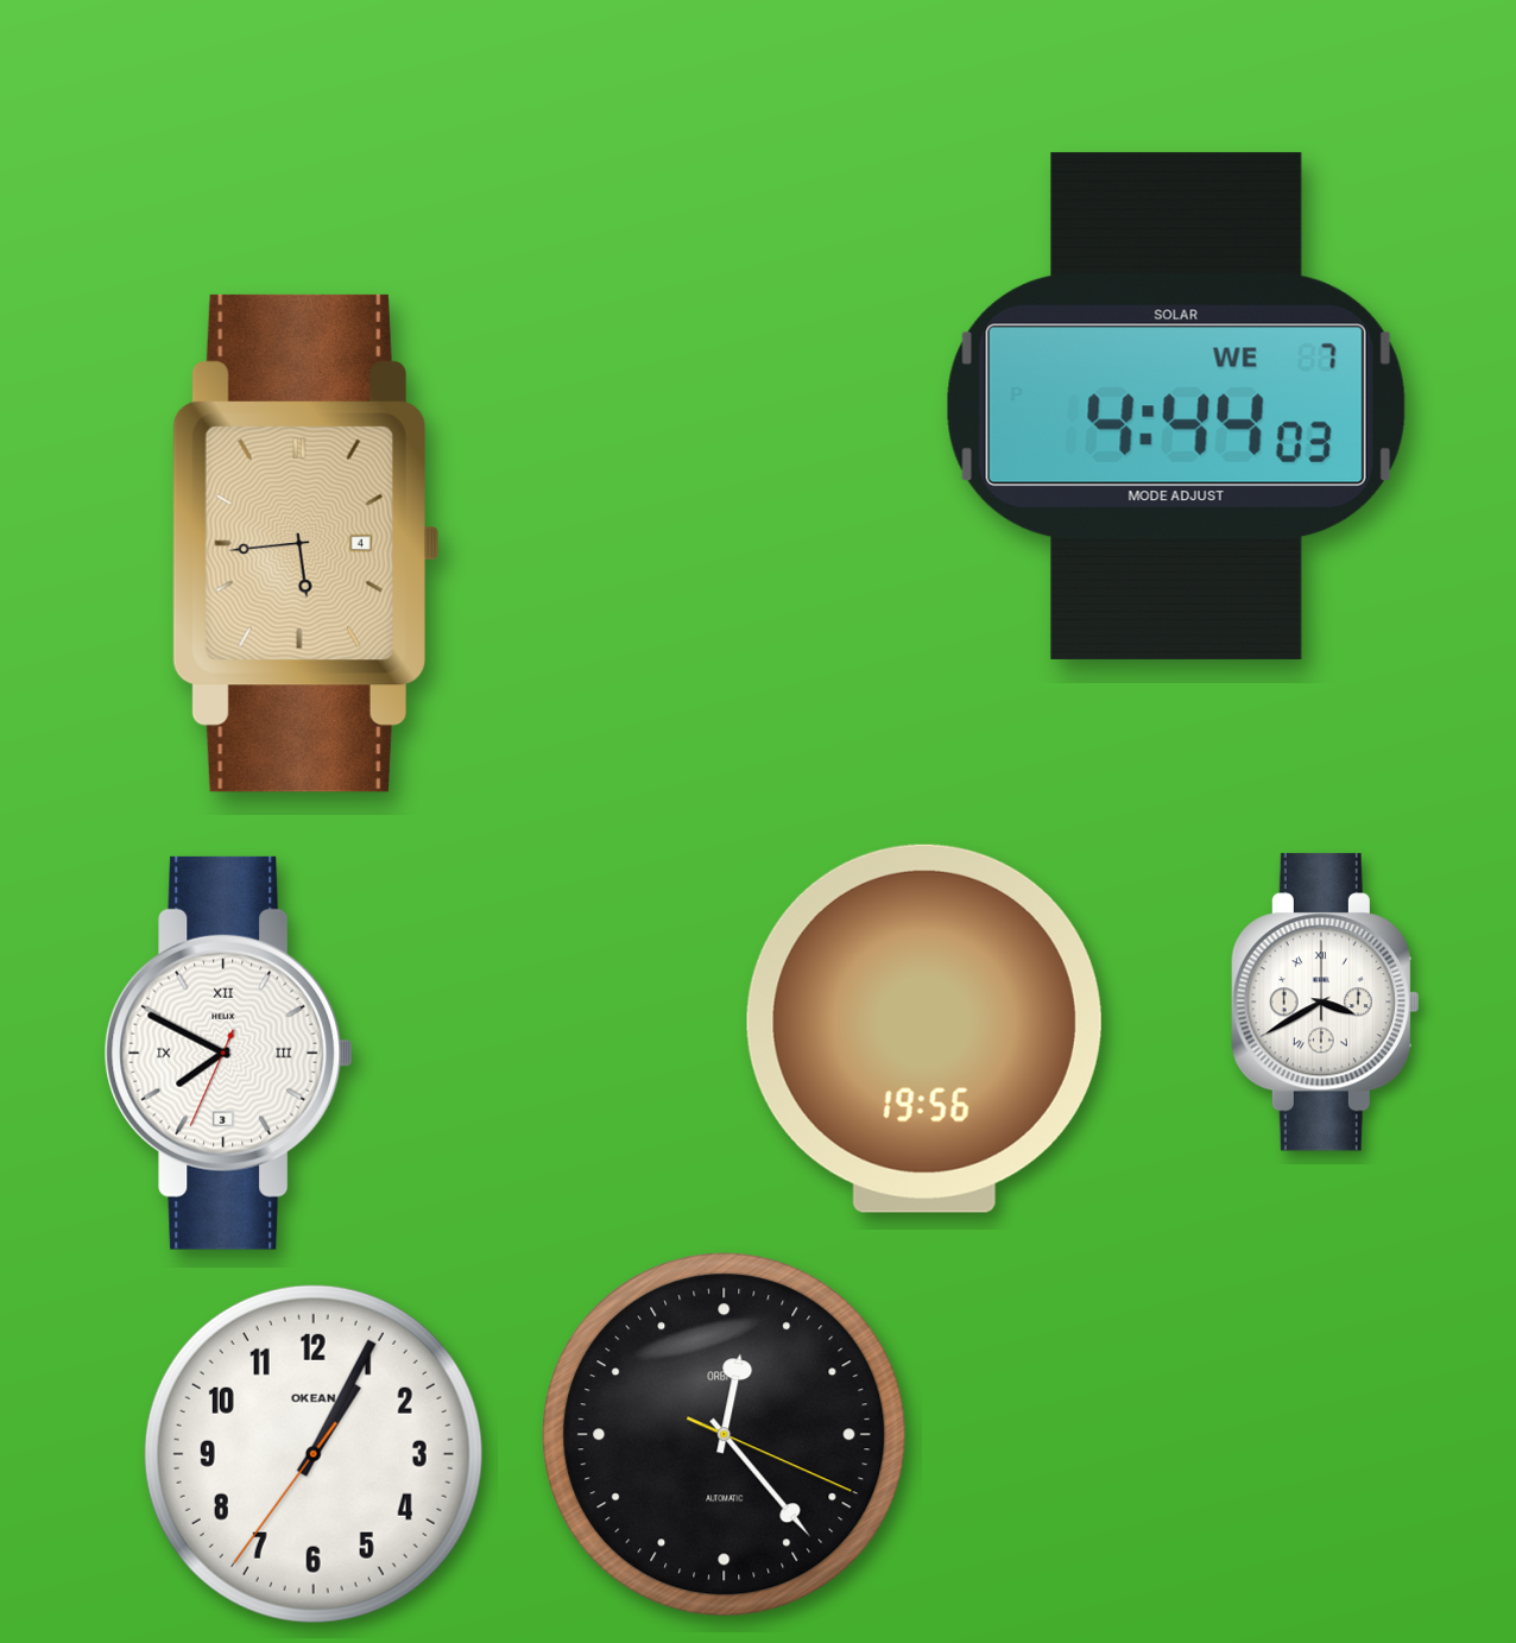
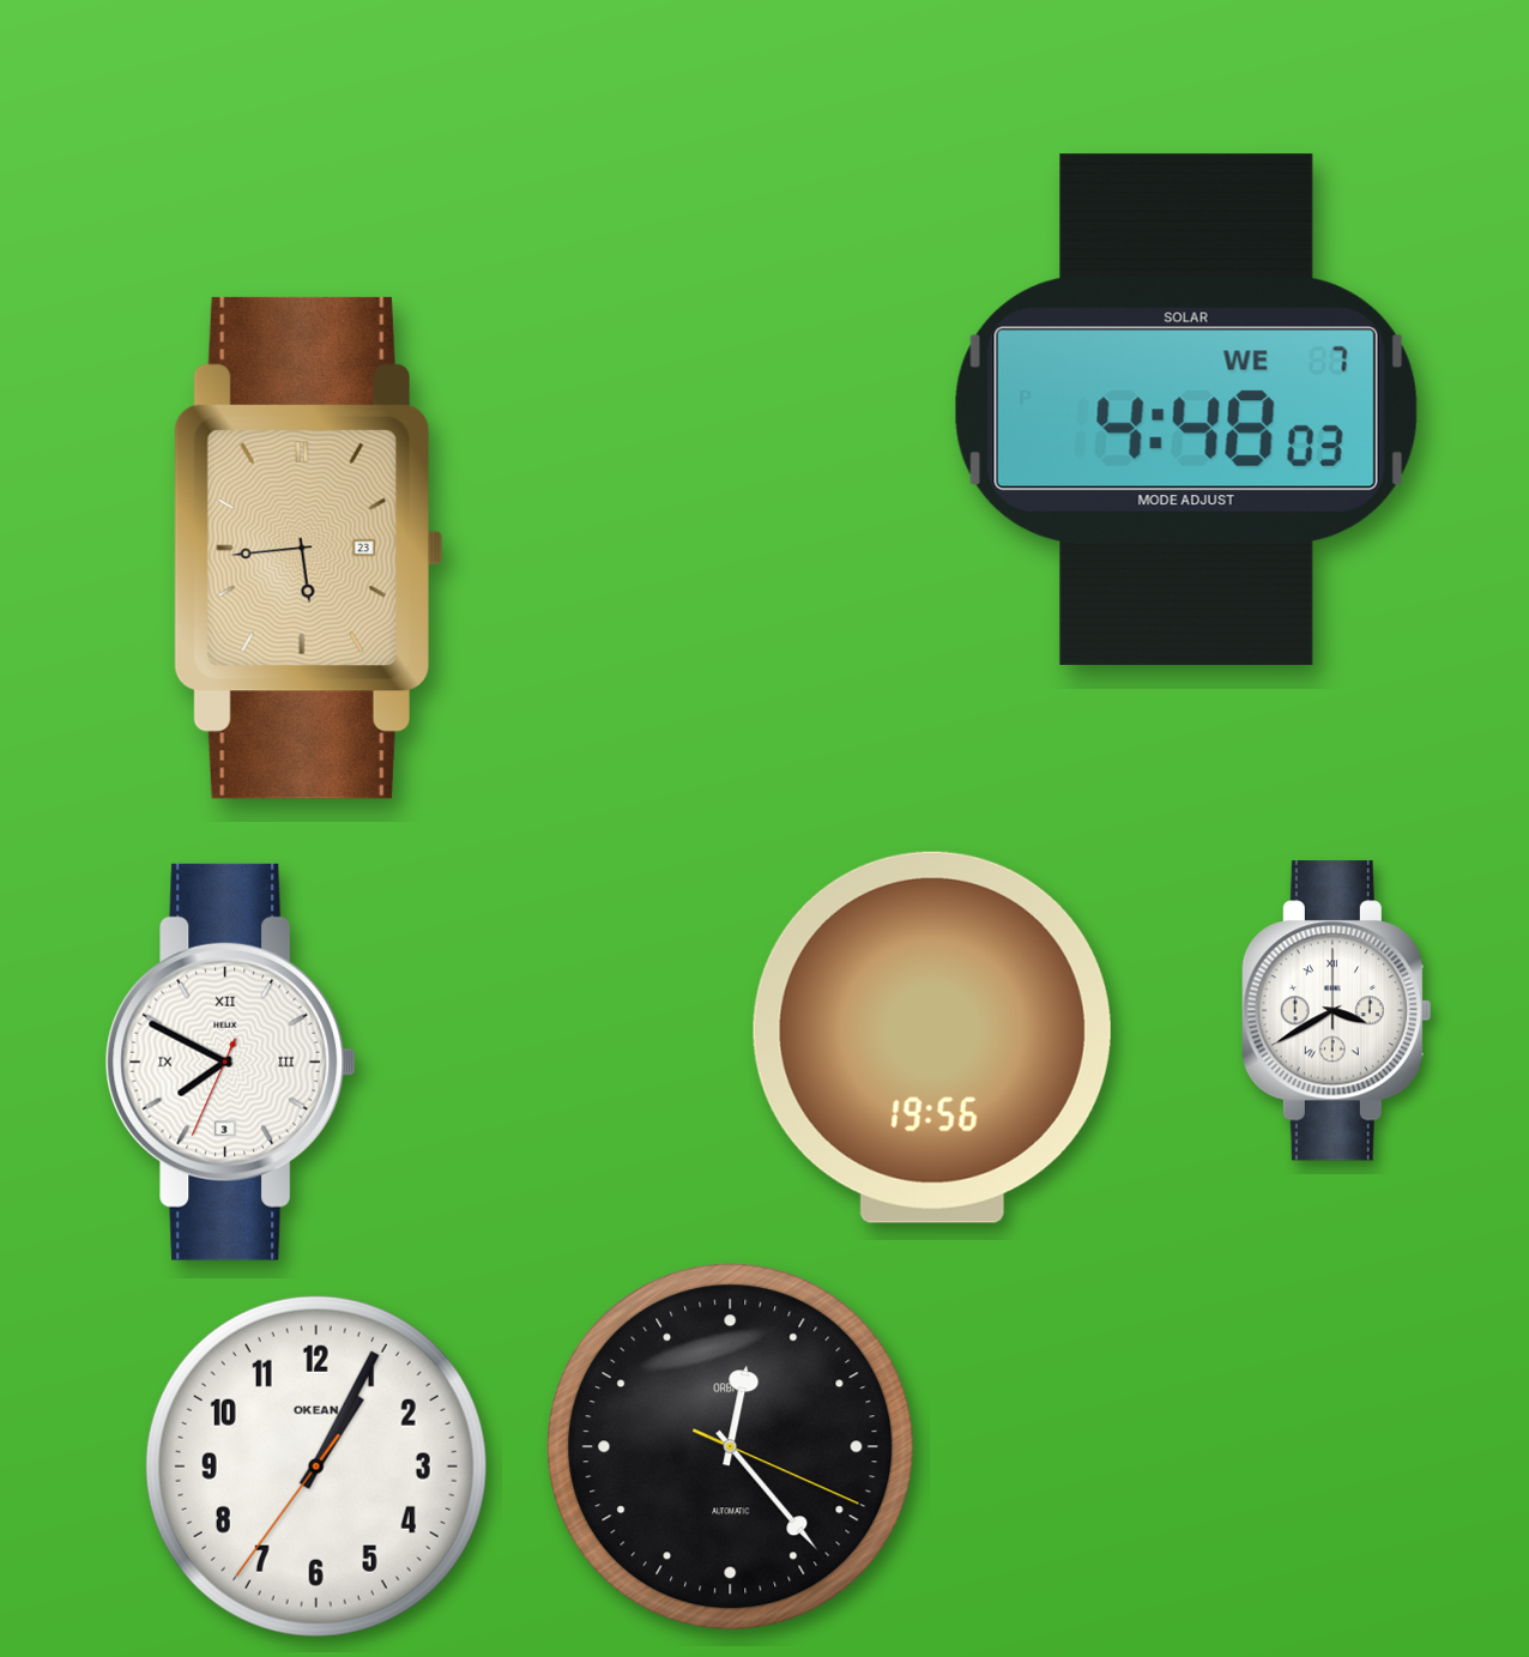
clock at (1176, 406): 4:44 -> 4:48
clock at (305, 543) date: 4 -> 23
